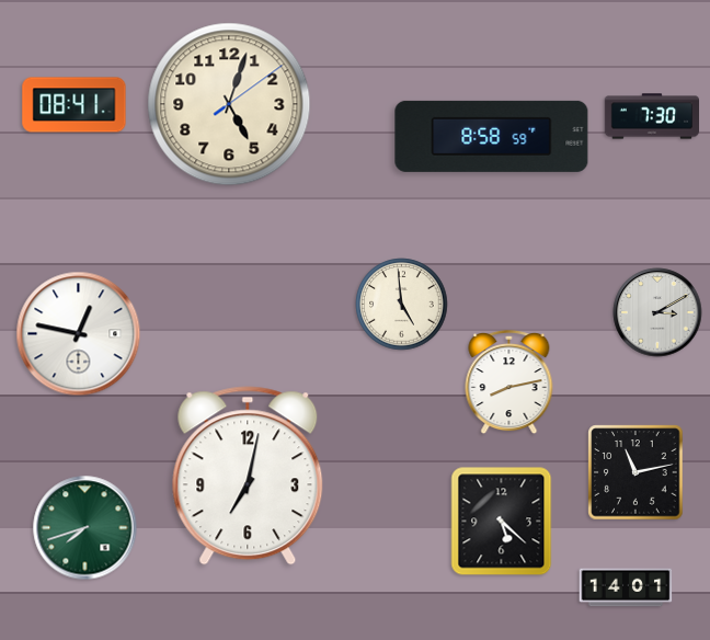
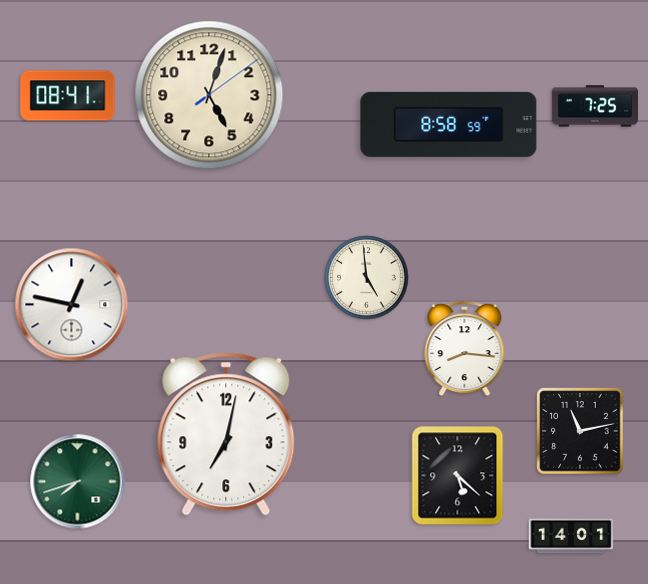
clock at (651, 116): 7:30 -> 7:25
clock at (657, 312): 3:10 -> none
clock at (509, 382): 8:13 -> 8:16
